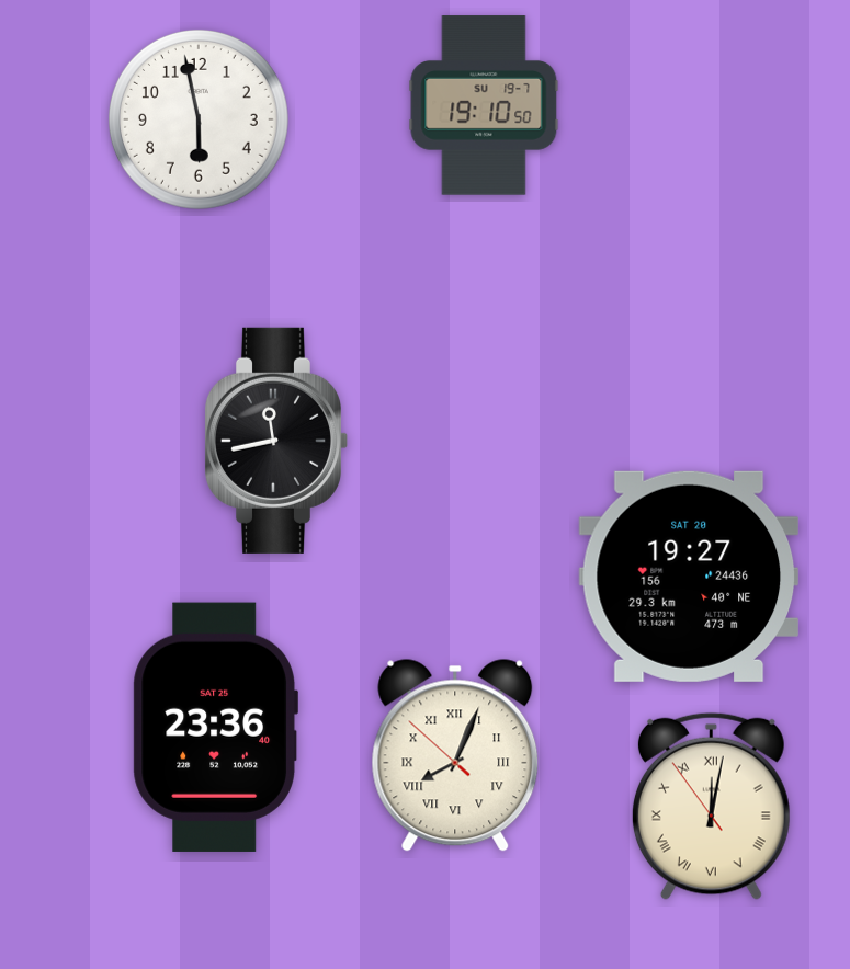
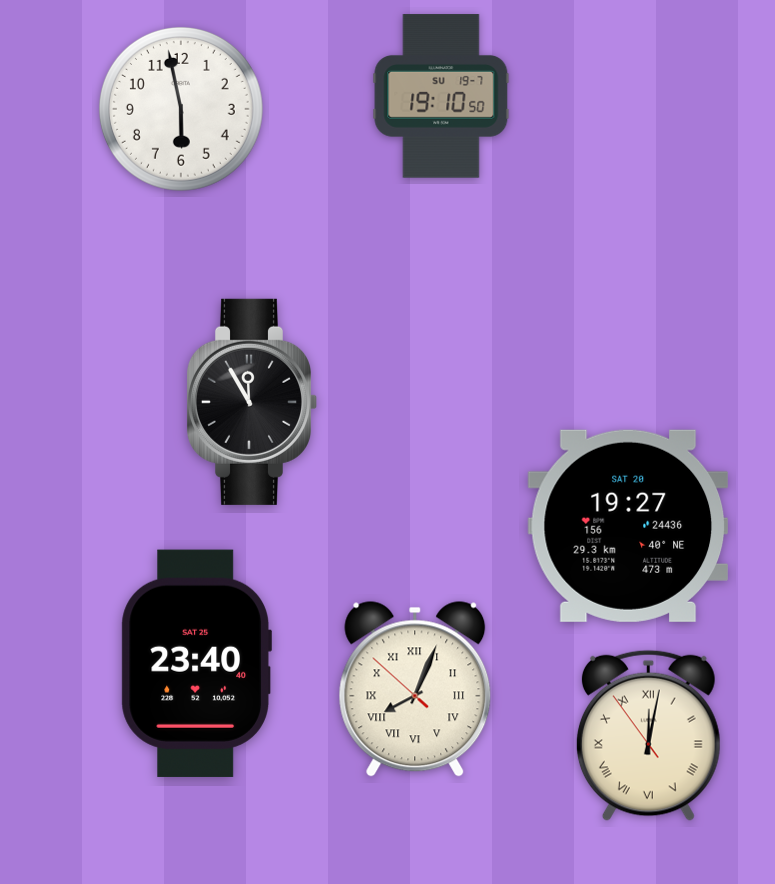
clock at (275, 441): 11:43 -> 11:55
clock at (215, 727): 23:36 -> 23:40
